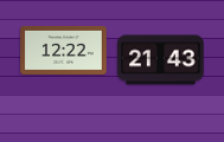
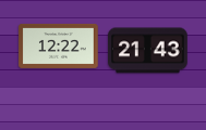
clock at (161, 60) position: (161, 60) -> (148, 51)
